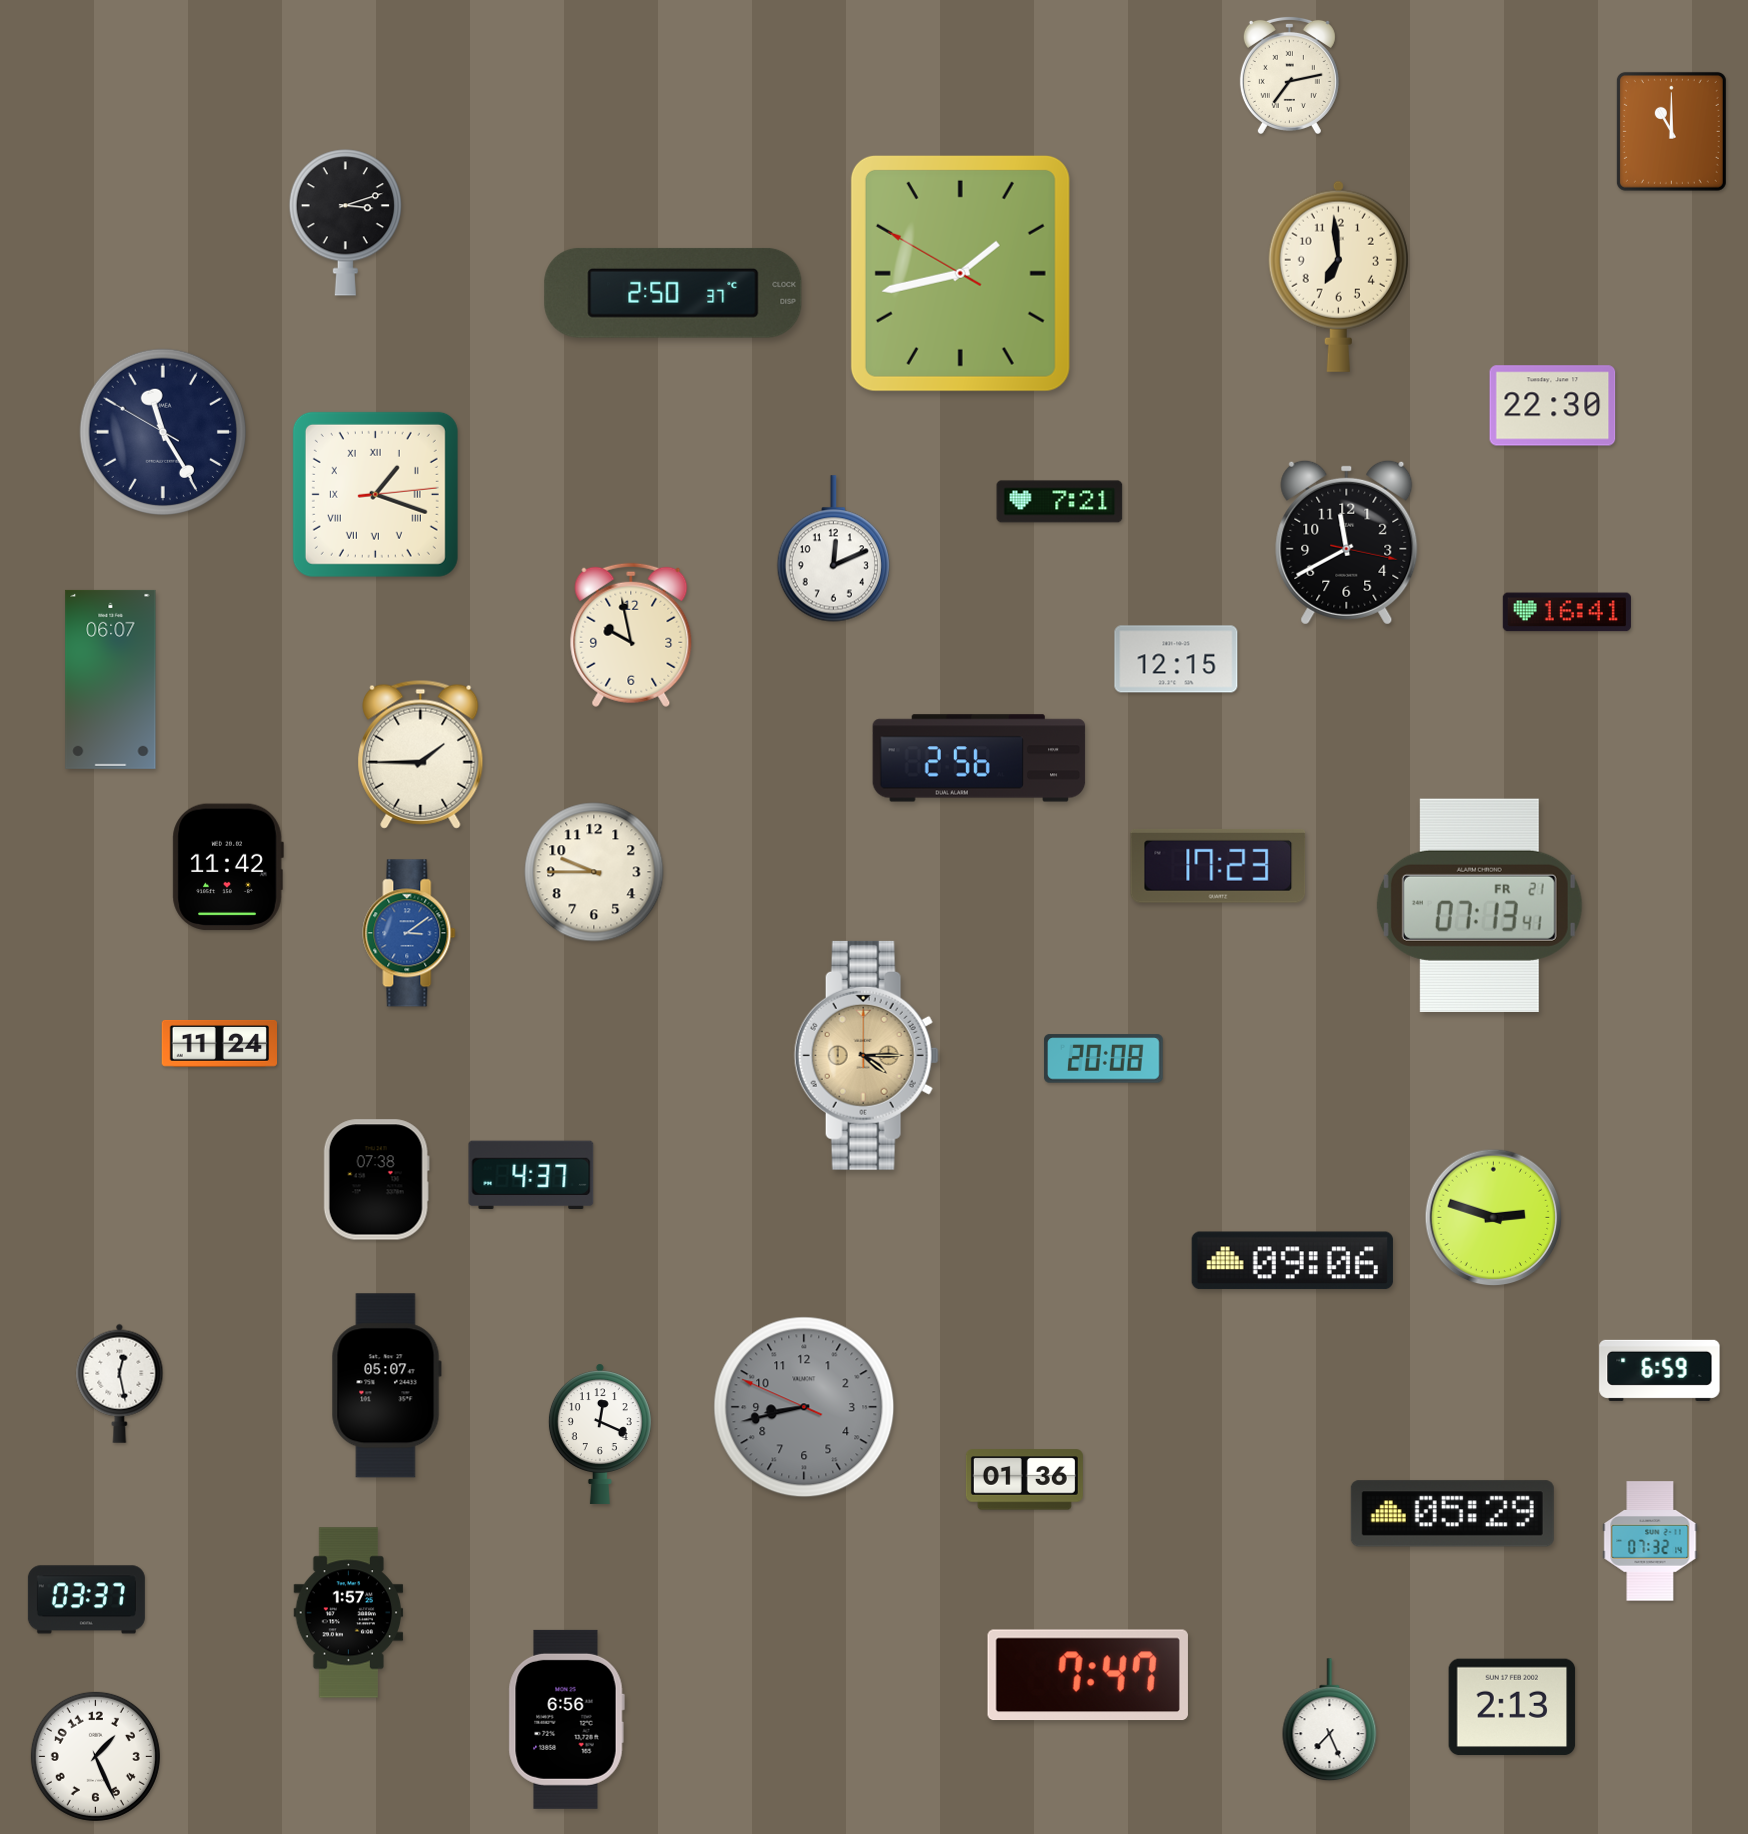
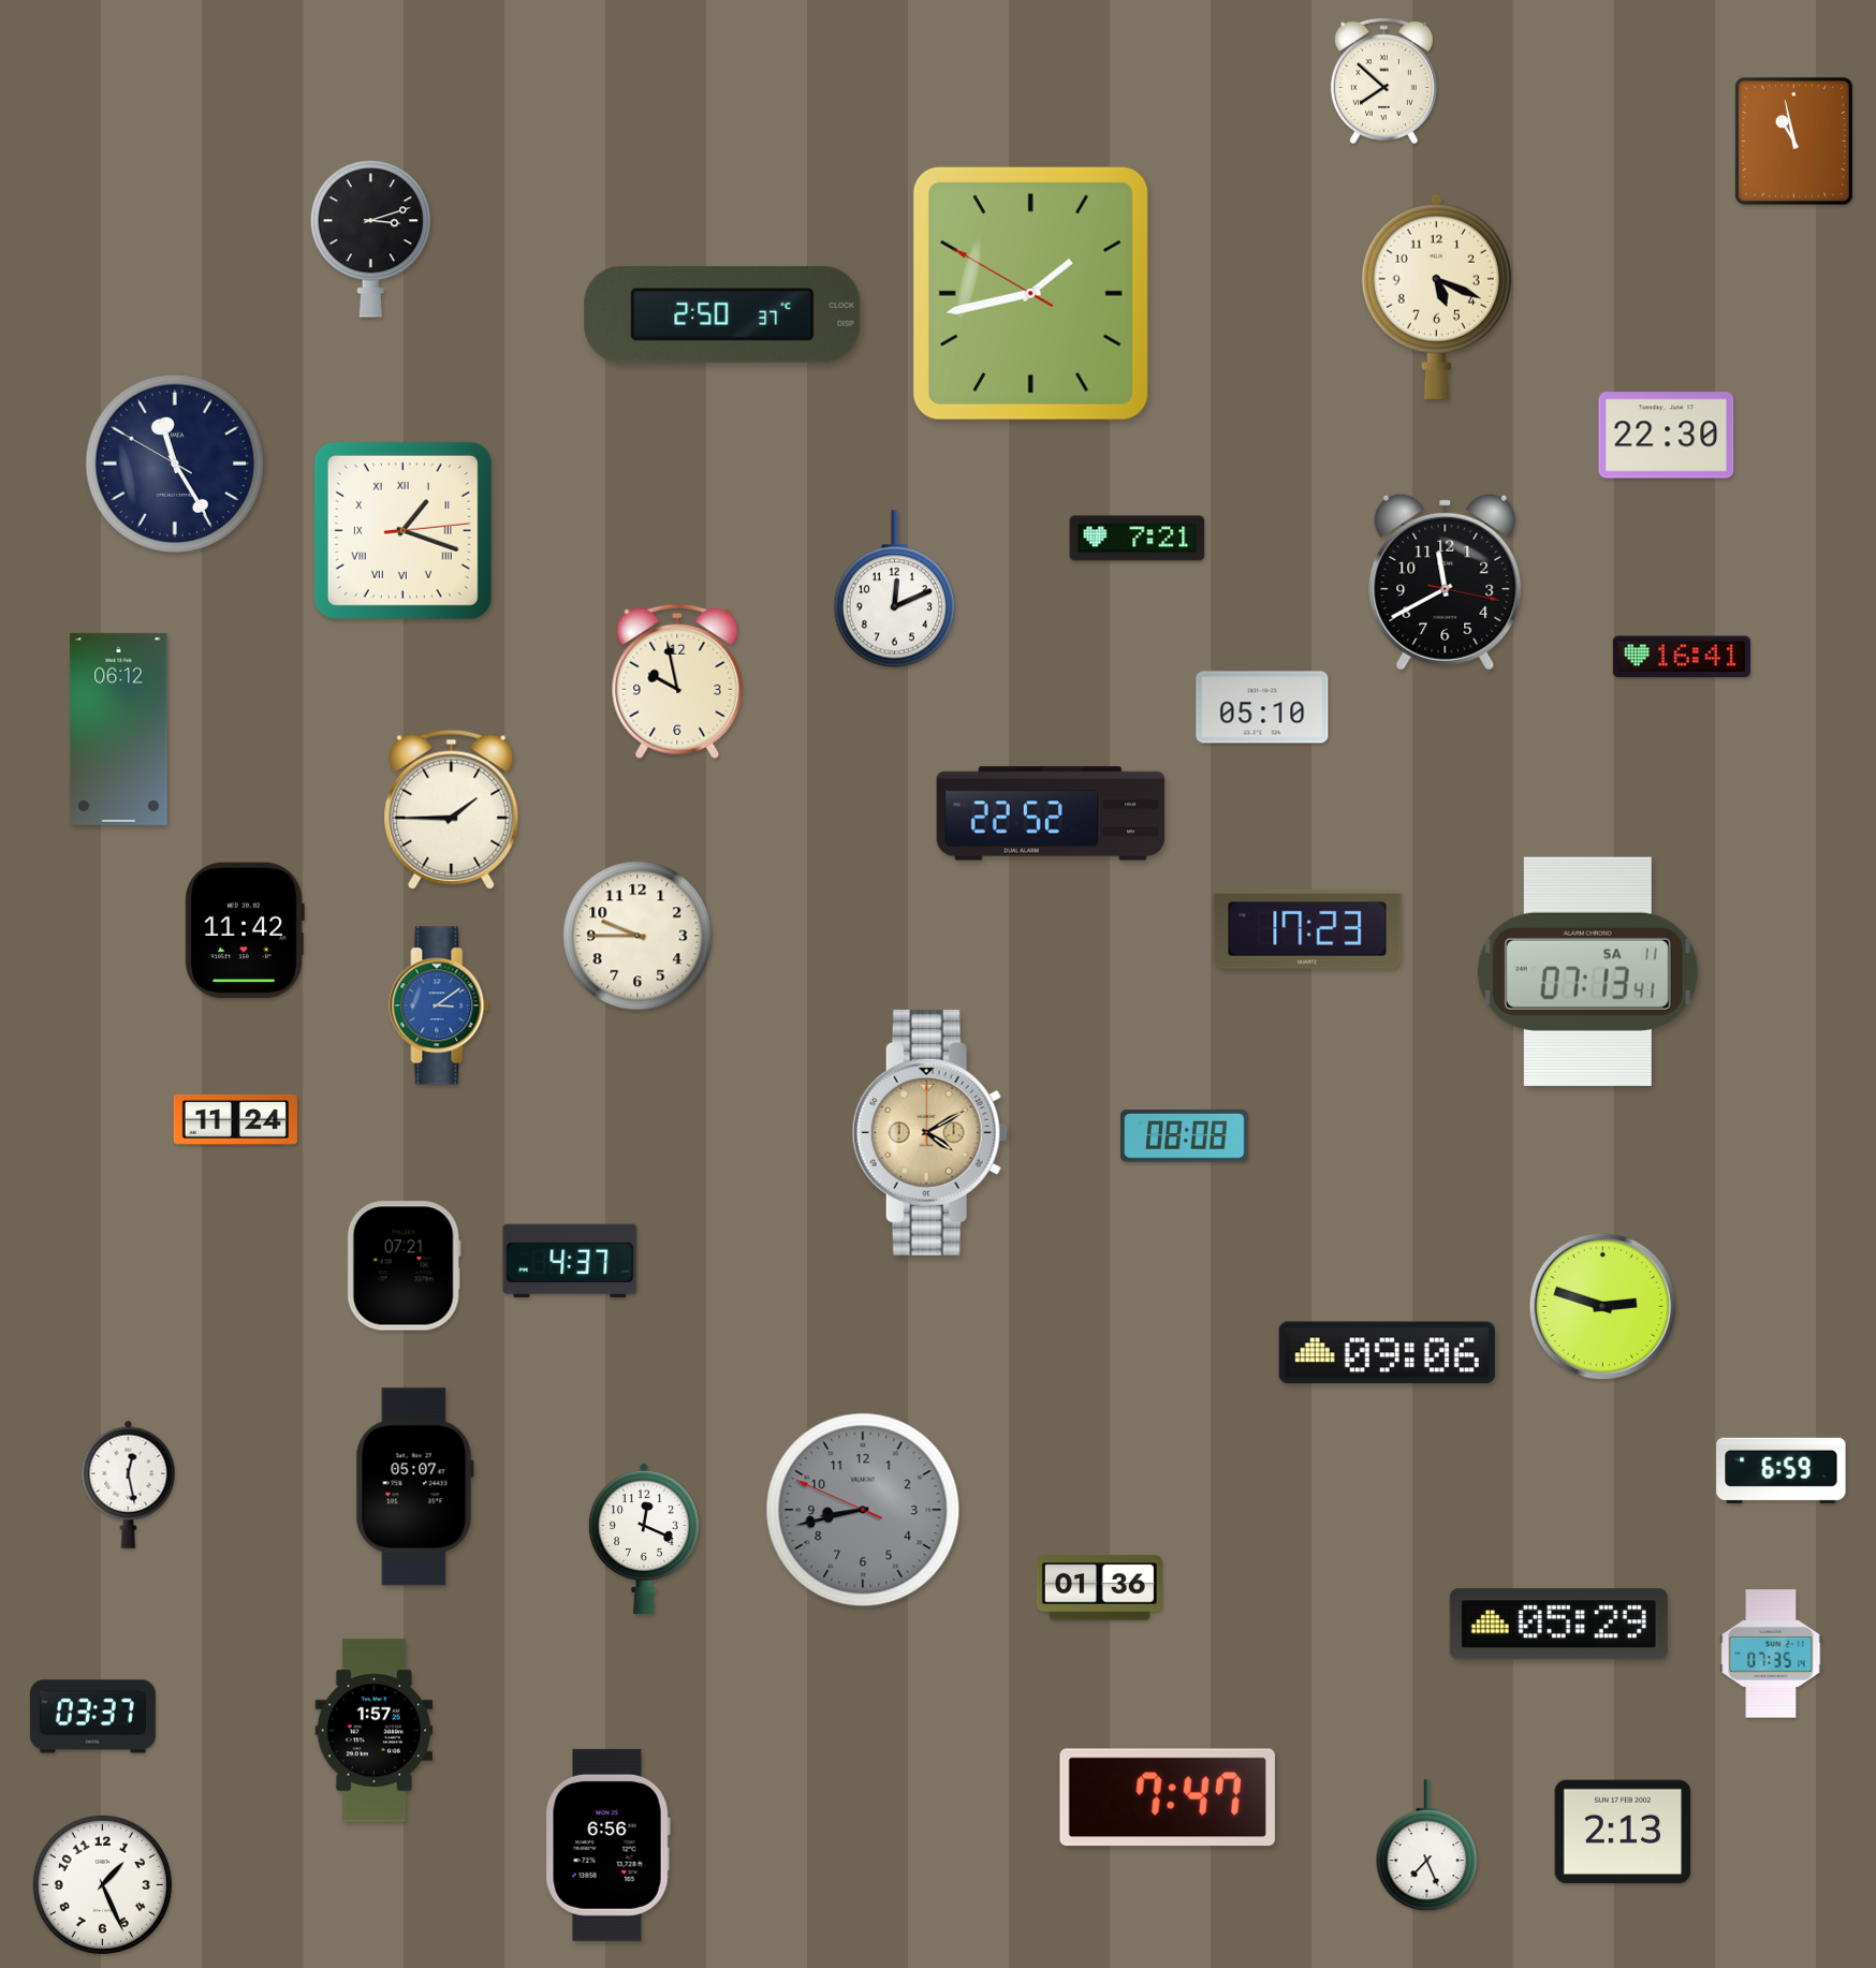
clock at (1289, 75): 7:13 -> 7:52
clock at (1671, 131): 11:00 -> 10:58
clock at (1338, 276): 6:59 -> 5:19
clock at (1176, 659): 12:15 -> 05:10
clock at (111, 679): 06:07 -> 06:12
clock at (979, 758): 2:56 -> 22:52
clock at (1479, 905) date: FR 21 -> SA 11
clock at (409, 933) position: (409, 933) -> (439, 1005)
clock at (866, 1055): 4:15 -> 4:10
clock at (1104, 1059): 20:08 -> 08:08
clock at (376, 1180): 07:38 -> 07:21
clock at (1650, 1541): 07:32 -> 07:35
